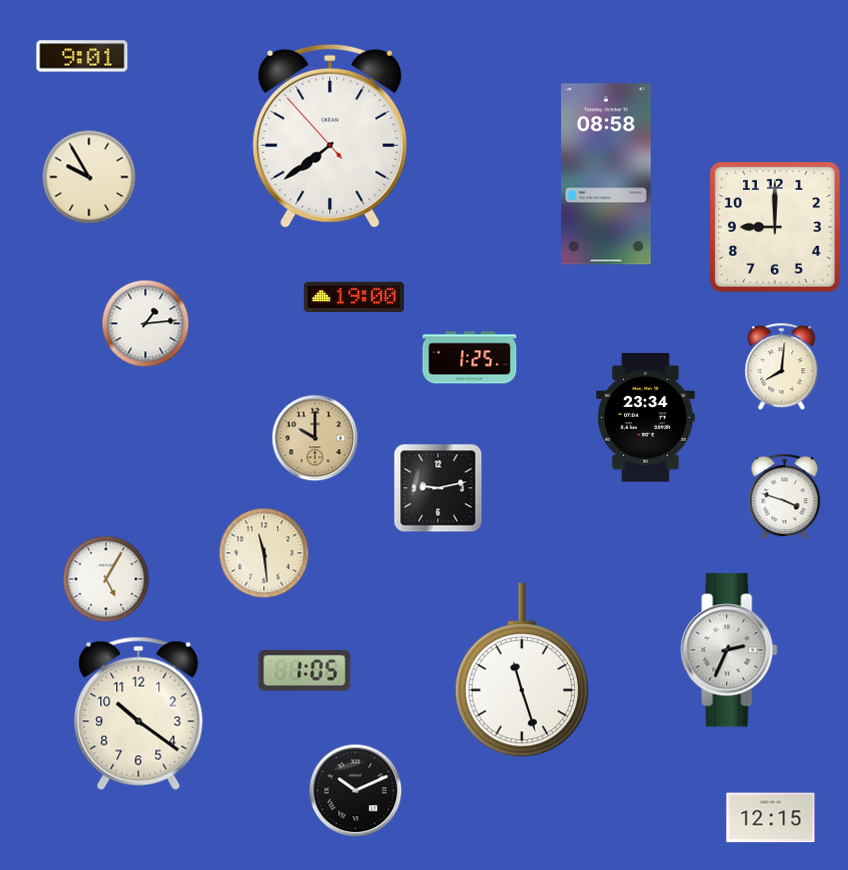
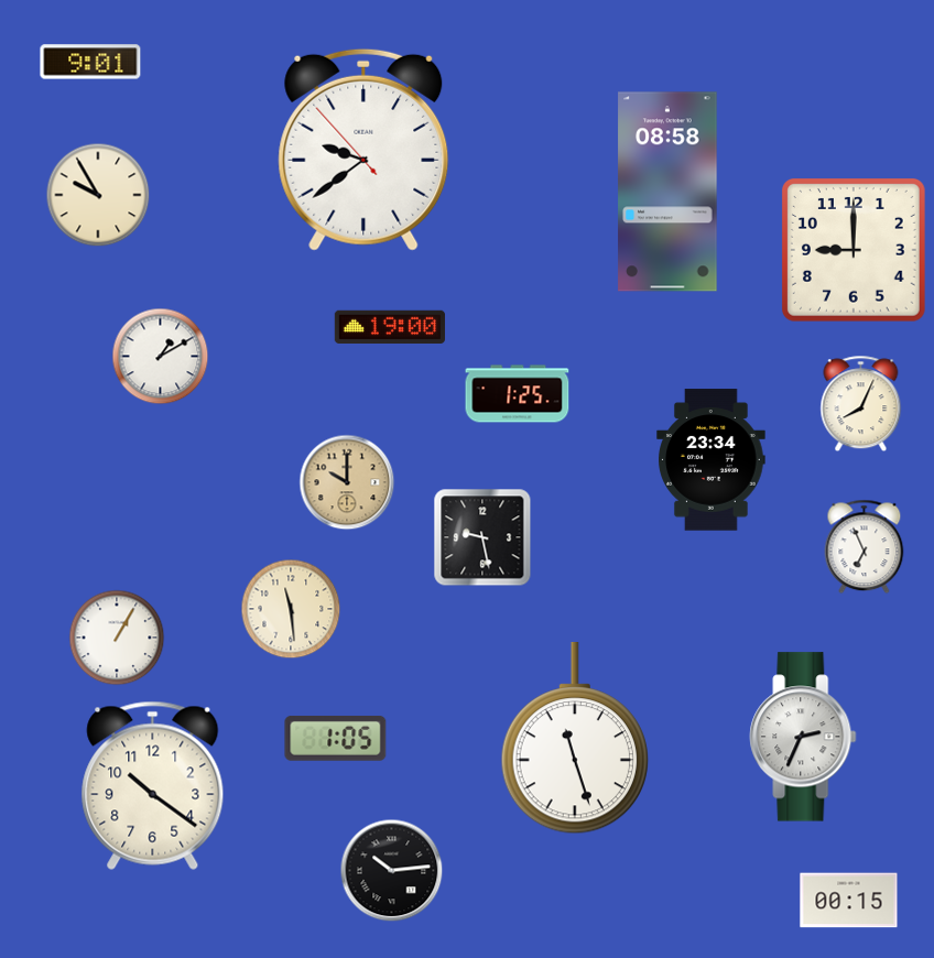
clock at (330, 136): 7:38 -> 9:38
clock at (146, 324): 1:14 -> 1:10
clock at (782, 367): 8:01 -> 8:04
clock at (438, 488): 9:13 -> 9:28
clock at (785, 497): 3:48 -> 6:56
clock at (106, 579): 5:05 -> 1:05
clock at (729, 650) position: (729, 650) -> (803, 737)
clock at (356, 791): 10:11 -> 10:14
clock at (771, 818): 12:15 -> 00:15
